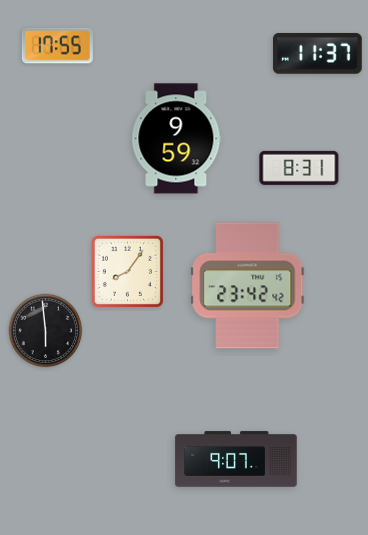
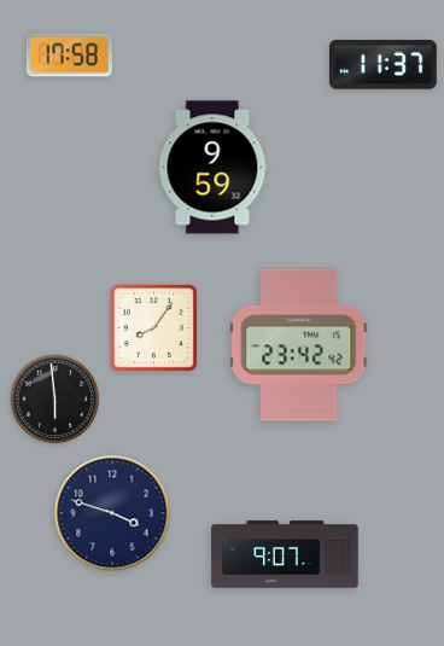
clock at (57, 46): 17:55 -> 17:58
clock at (299, 168): 8:31 -> none
clock at (112, 513): none -> 3:48
